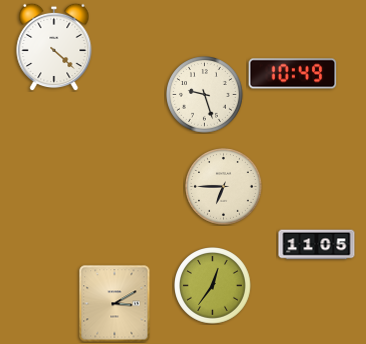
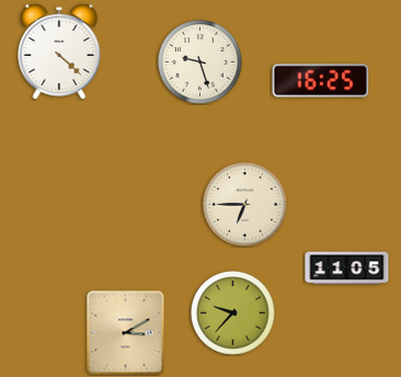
clock at (293, 74): 10:49 -> 16:25
clock at (205, 95) position: (205, 95) -> (200, 62)
clock at (213, 286): 12:36 -> 9:37
